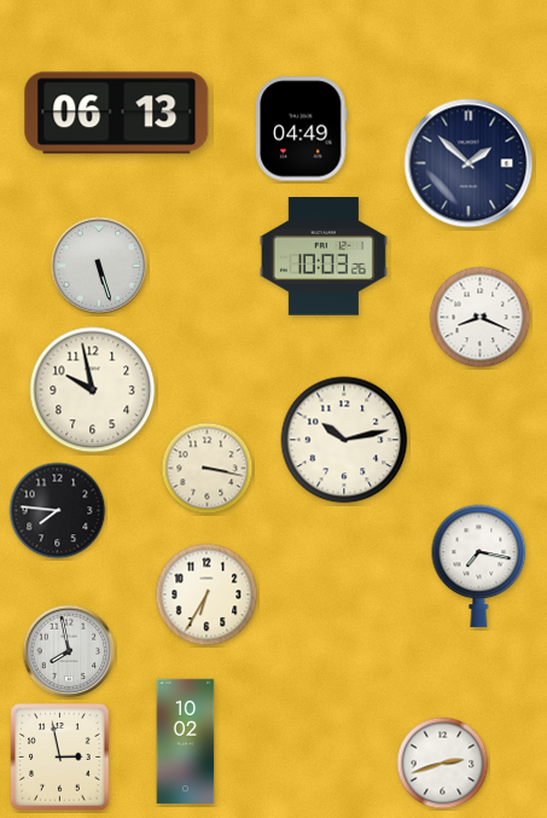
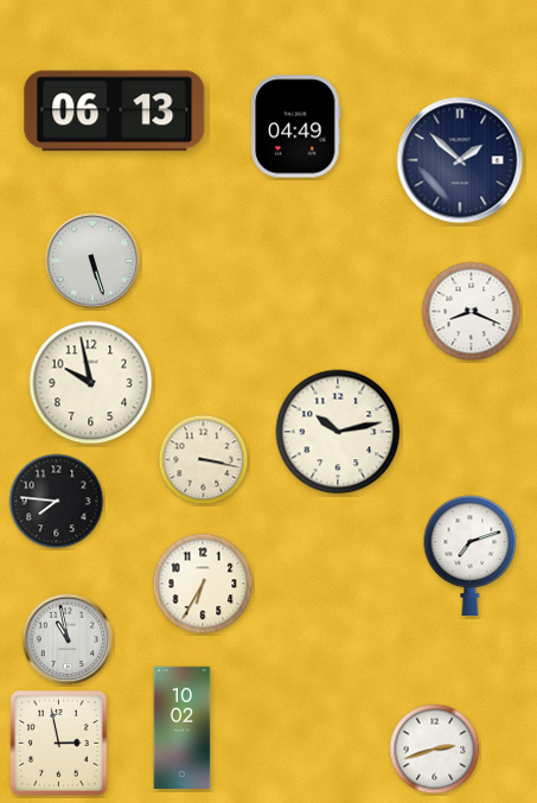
clock at (324, 256): 10:03 -> none
clock at (99, 266) position: (99, 266) -> (92, 261)
clock at (479, 567): 7:17 -> 7:12
clock at (69, 651): 7:58 -> 10:58
